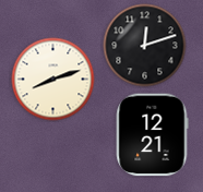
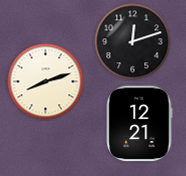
clock at (53, 80) position: (53, 80) -> (46, 82)
